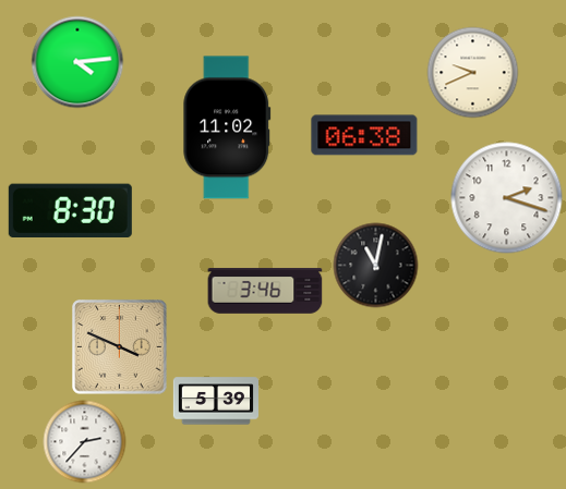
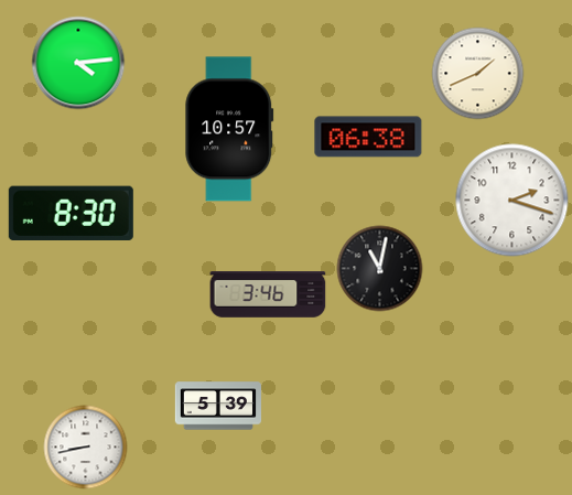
clock at (473, 73): 9:41 -> 1:41
clock at (227, 127): 11:02 -> 10:57
clock at (120, 347): 3:49 -> none
clock at (85, 442): 2:37 -> 8:43
